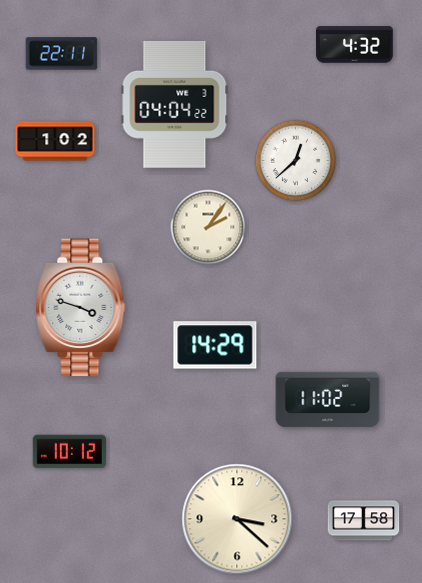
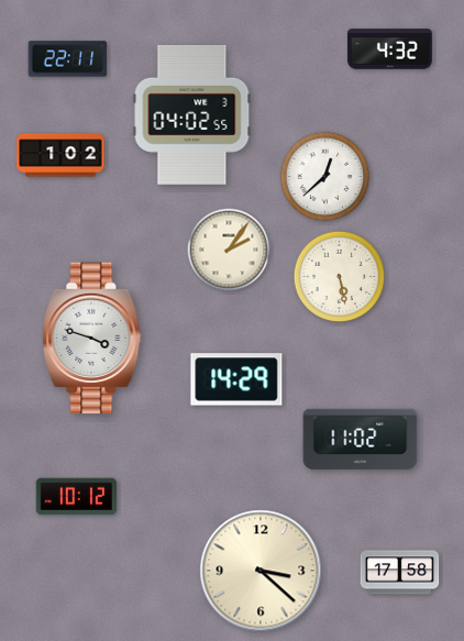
clock at (175, 104): 04:04 -> 04:02
clock at (340, 277): none -> 5:28
clock at (81, 308) position: (81, 308) -> (92, 339)
